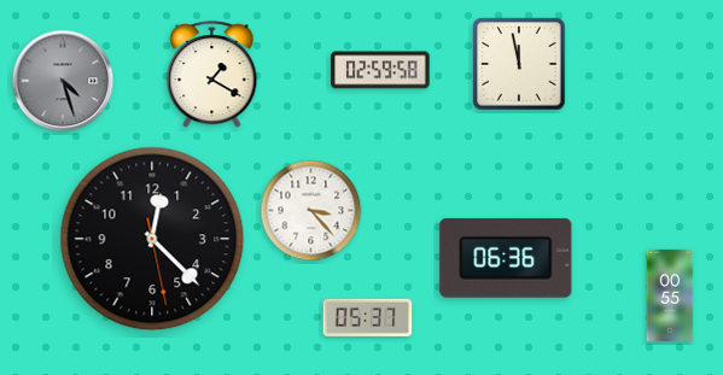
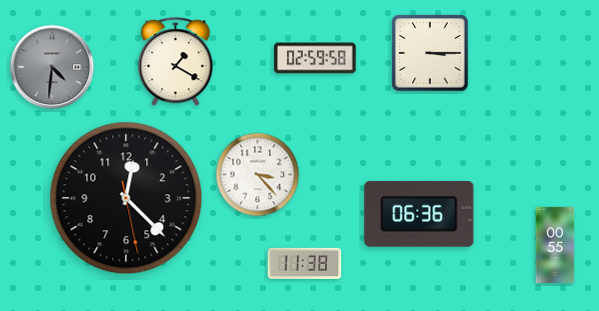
clock at (519, 64): 11:58 -> 3:15
clock at (63, 81): 4:27 -> 4:31
clock at (368, 317): 05:37 -> 11:38
